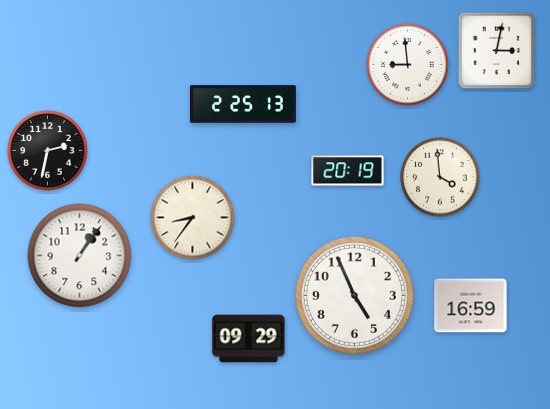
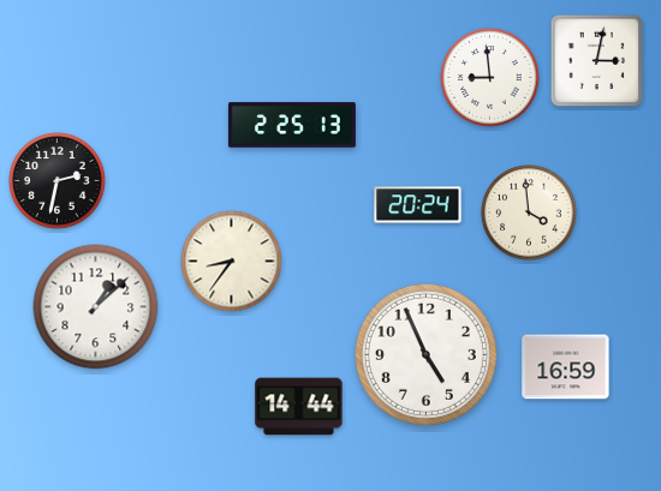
clock at (348, 171): 20:19 -> 20:24
clock at (80, 256): 1:06 -> 1:08
clock at (249, 339): 09:29 -> 14:44
